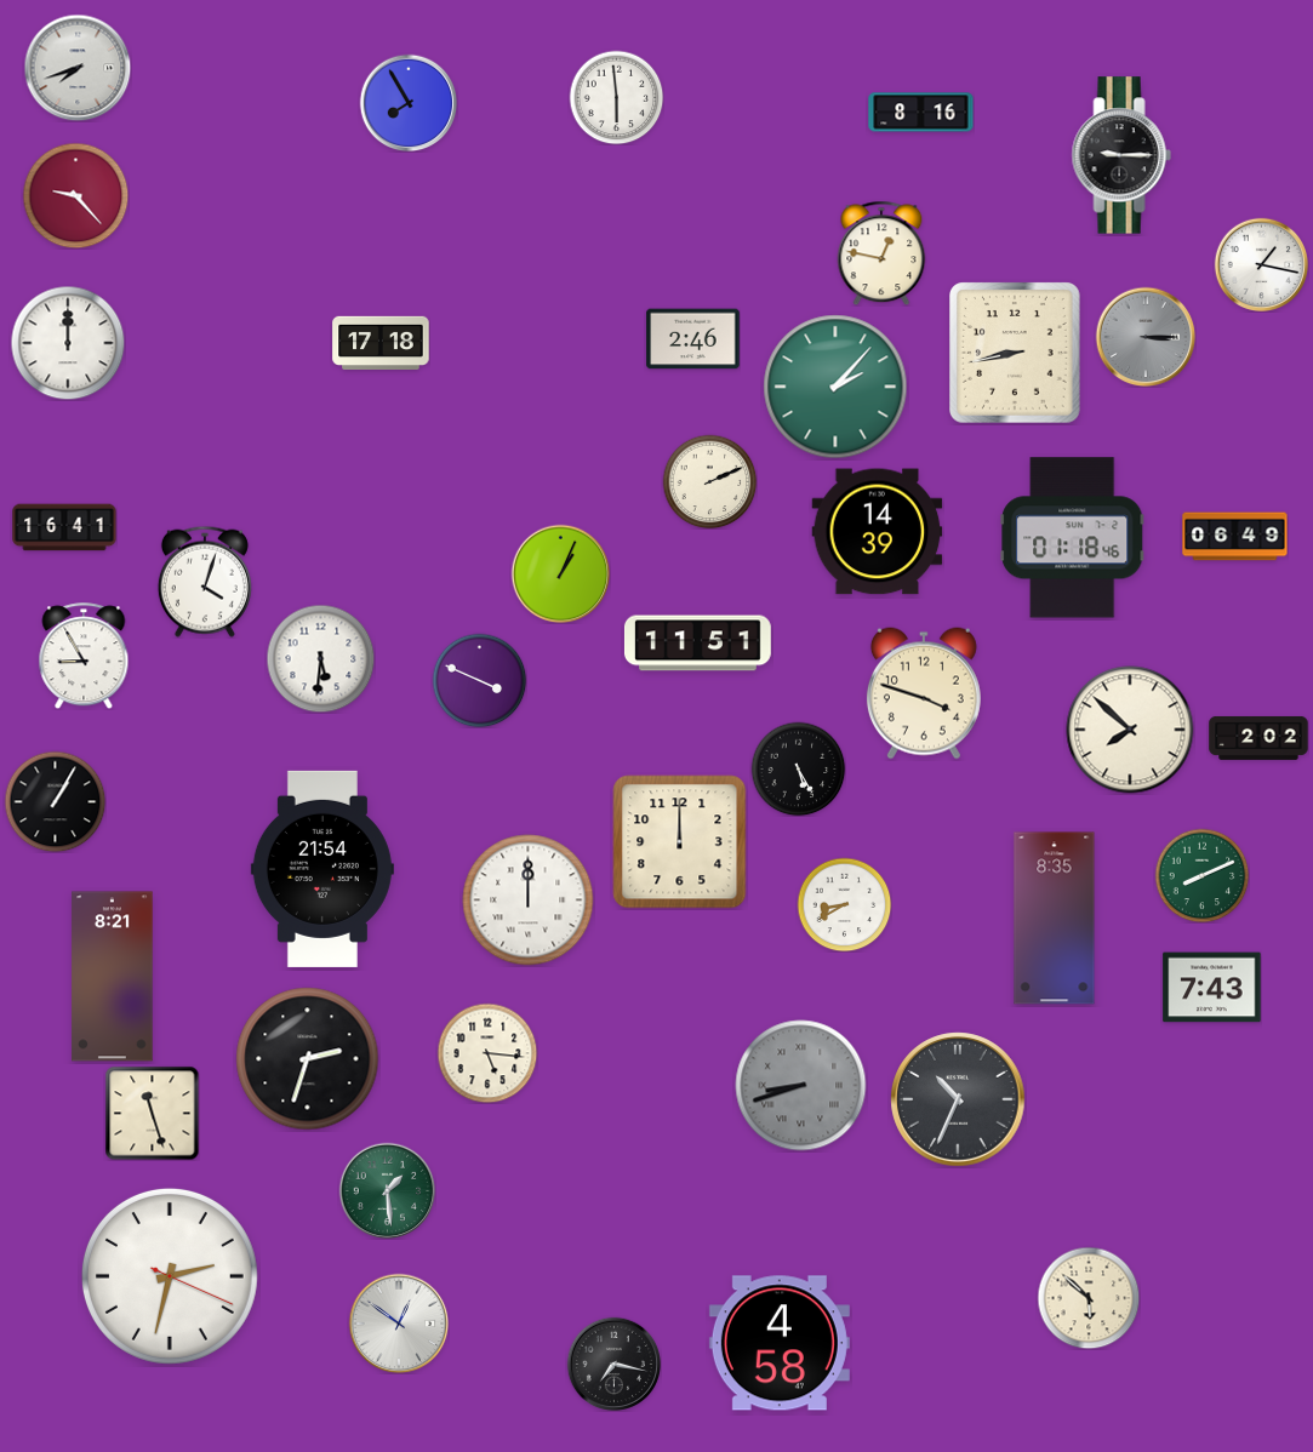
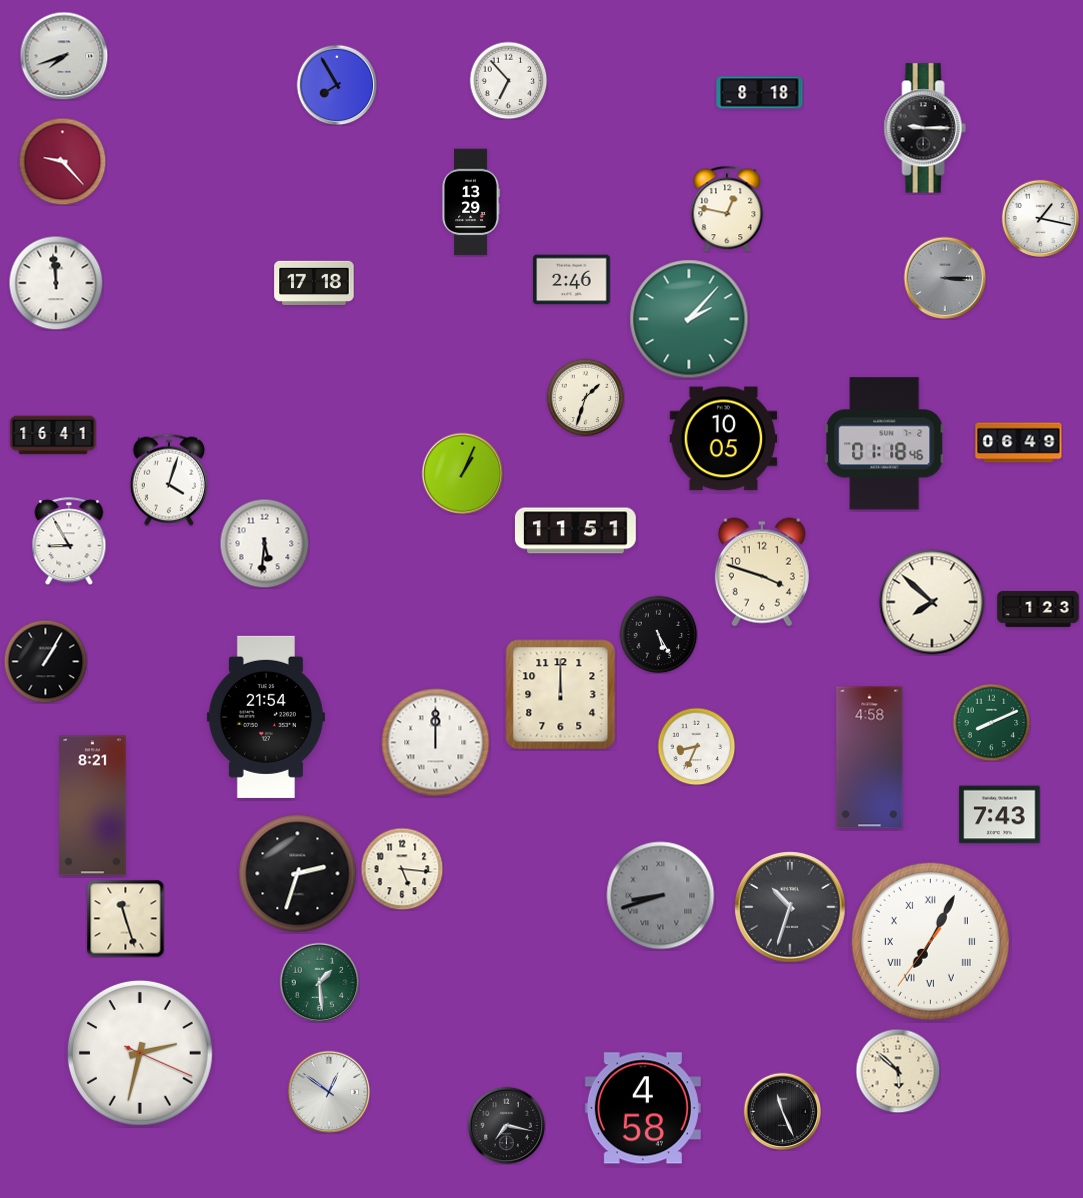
clock at (616, 97): 5:59 -> 6:53
clock at (921, 113): 8:16 -> 8:18
clock at (471, 202): none -> 13:29
clock at (68, 343): 12:00 -> 11:59
clock at (1016, 353): 8:43 -> none
clock at (709, 481): 2:11 -> 1:33
clock at (878, 532): 14:39 -> 10:05
clock at (479, 680): 3:49 -> none
clock at (1258, 738): 2:02 -> 1:23
clock at (844, 904): 8:40 -> 8:34
clock at (1055, 919): 8:35 -> 4:58
clock at (308, 1059) position: (308, 1059) -> (298, 874)
clock at (958, 1099): 10:34 -> 10:33
clock at (930, 941): none -> 7:04
clock at (782, 1111): none -> 11:26
